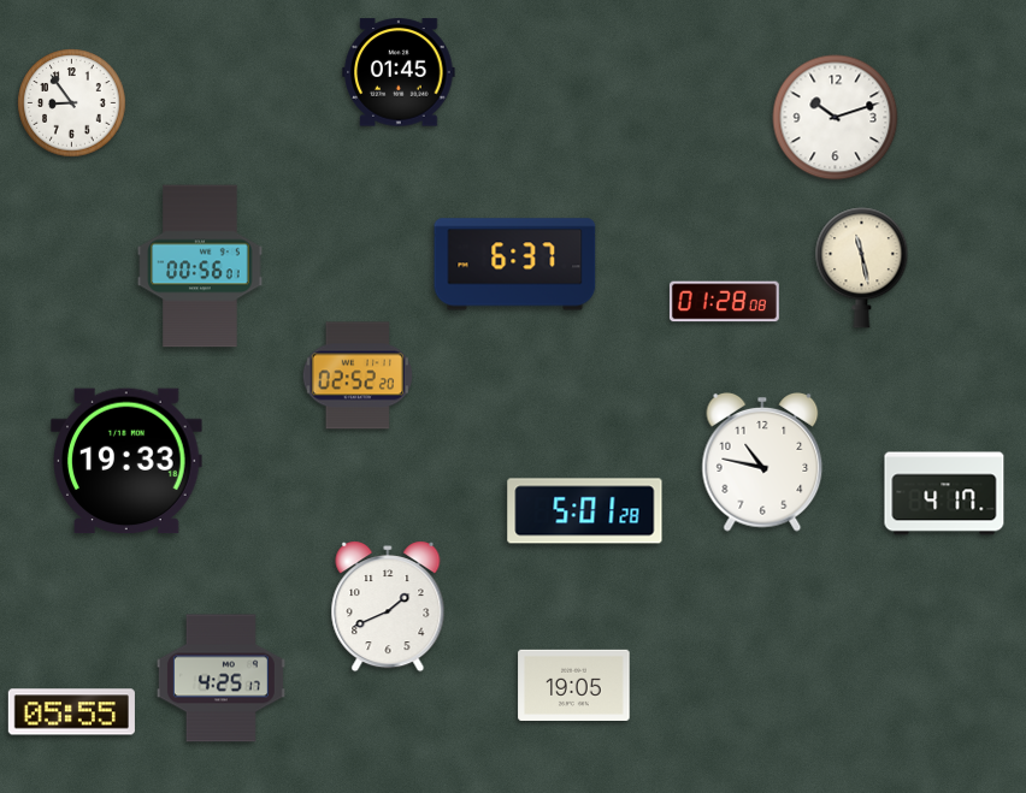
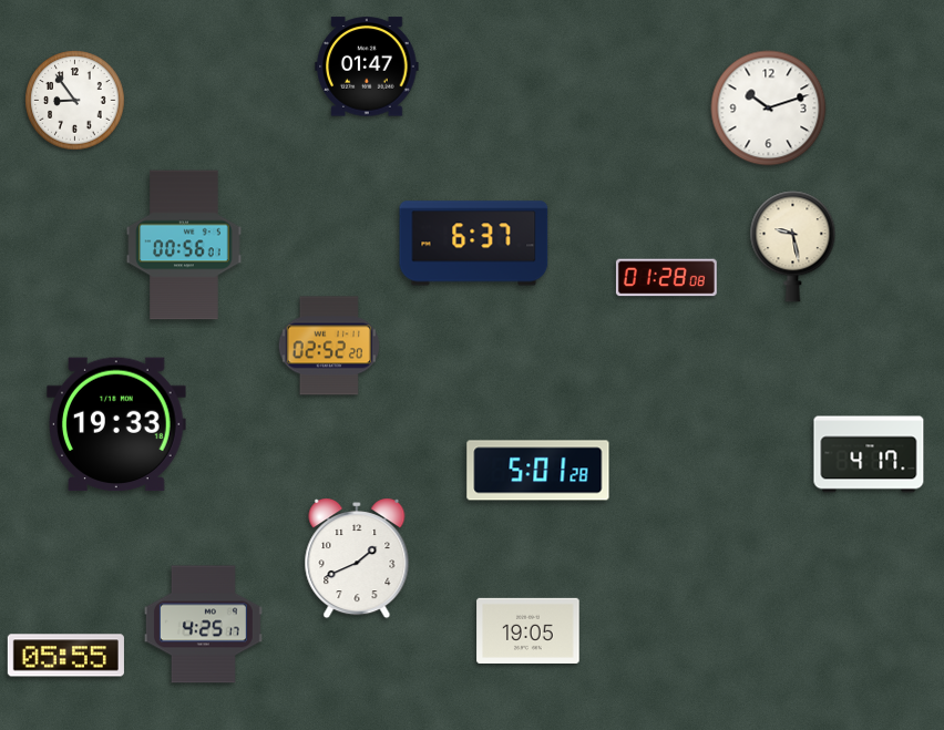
clock at (399, 72): 01:45 -> 01:47
clock at (72, 103) position: (72, 103) -> (75, 101)
clock at (862, 268): 11:28 -> 9:28
clock at (762, 462): 10:47 -> none
